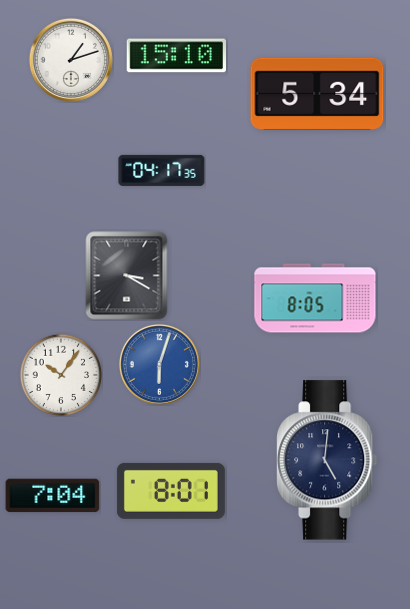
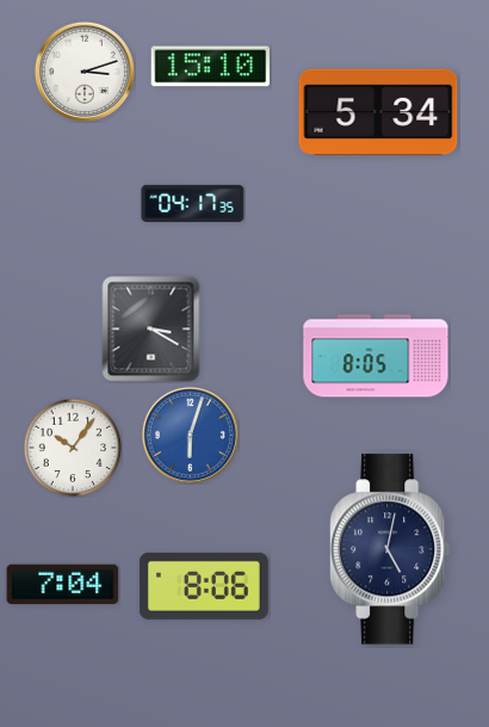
clock at (71, 60): 1:12 -> 3:12
clock at (327, 460): 5:01 -> 5:02
clock at (171, 491): 8:01 -> 8:06
clock at (53, 496) position: (53, 496) -> (63, 585)
